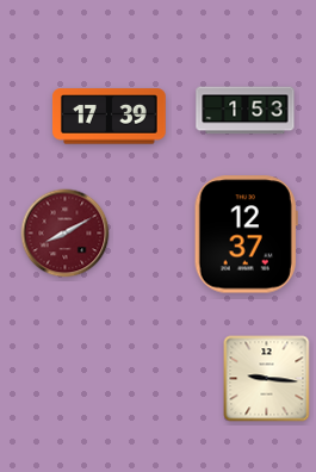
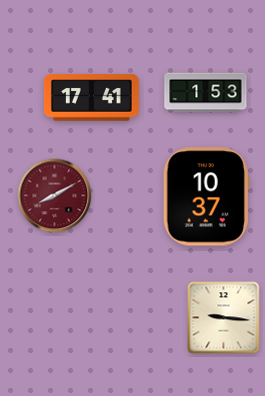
clock at (109, 117): 17:39 -> 17:41
clock at (246, 235): 12:37 -> 10:37
